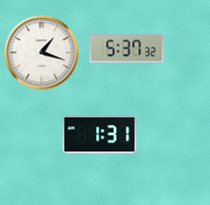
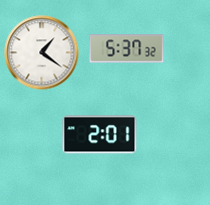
clock at (42, 53): 1:18 -> 1:21
clock at (100, 135): 1:31 -> 2:01
